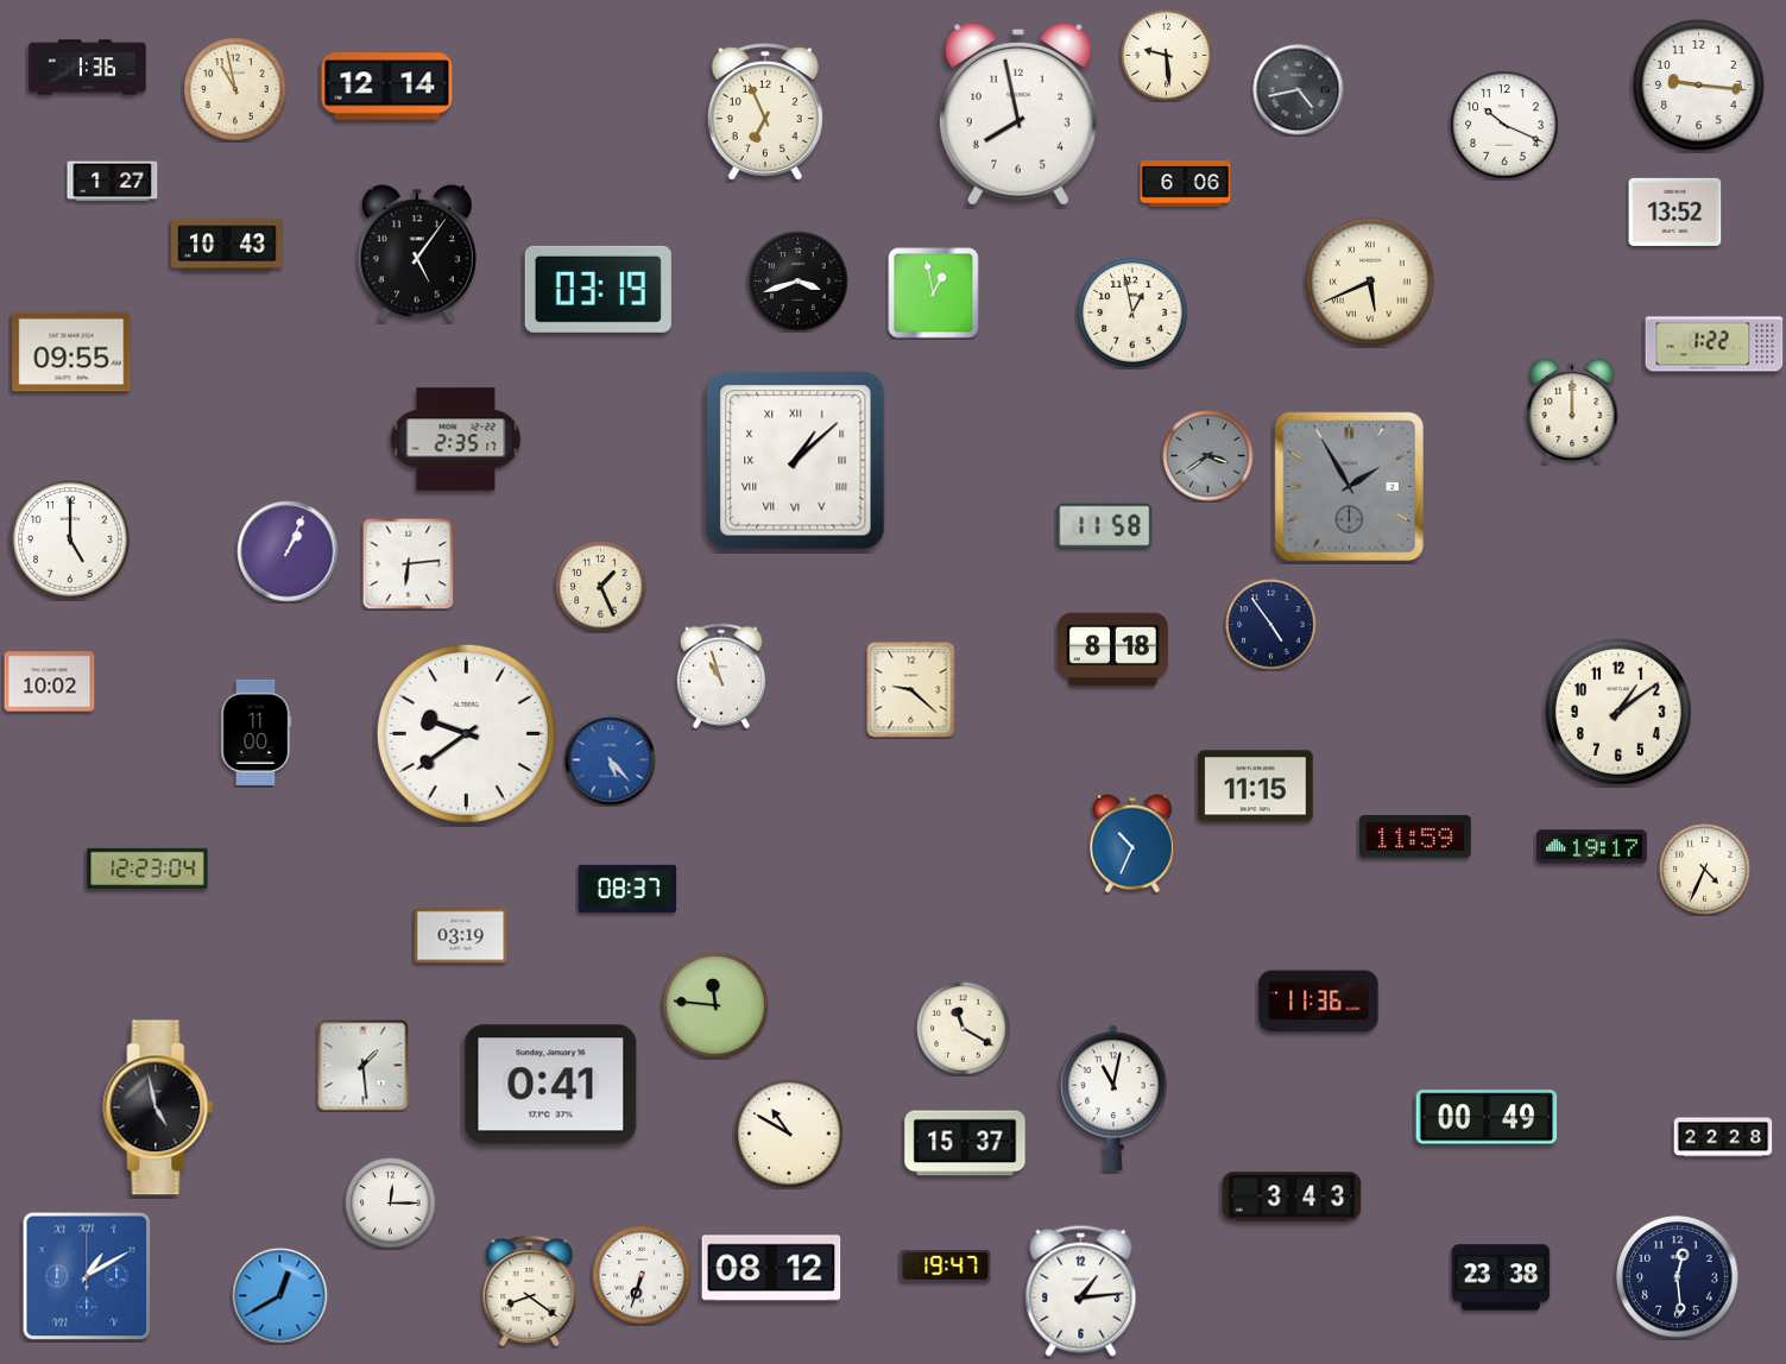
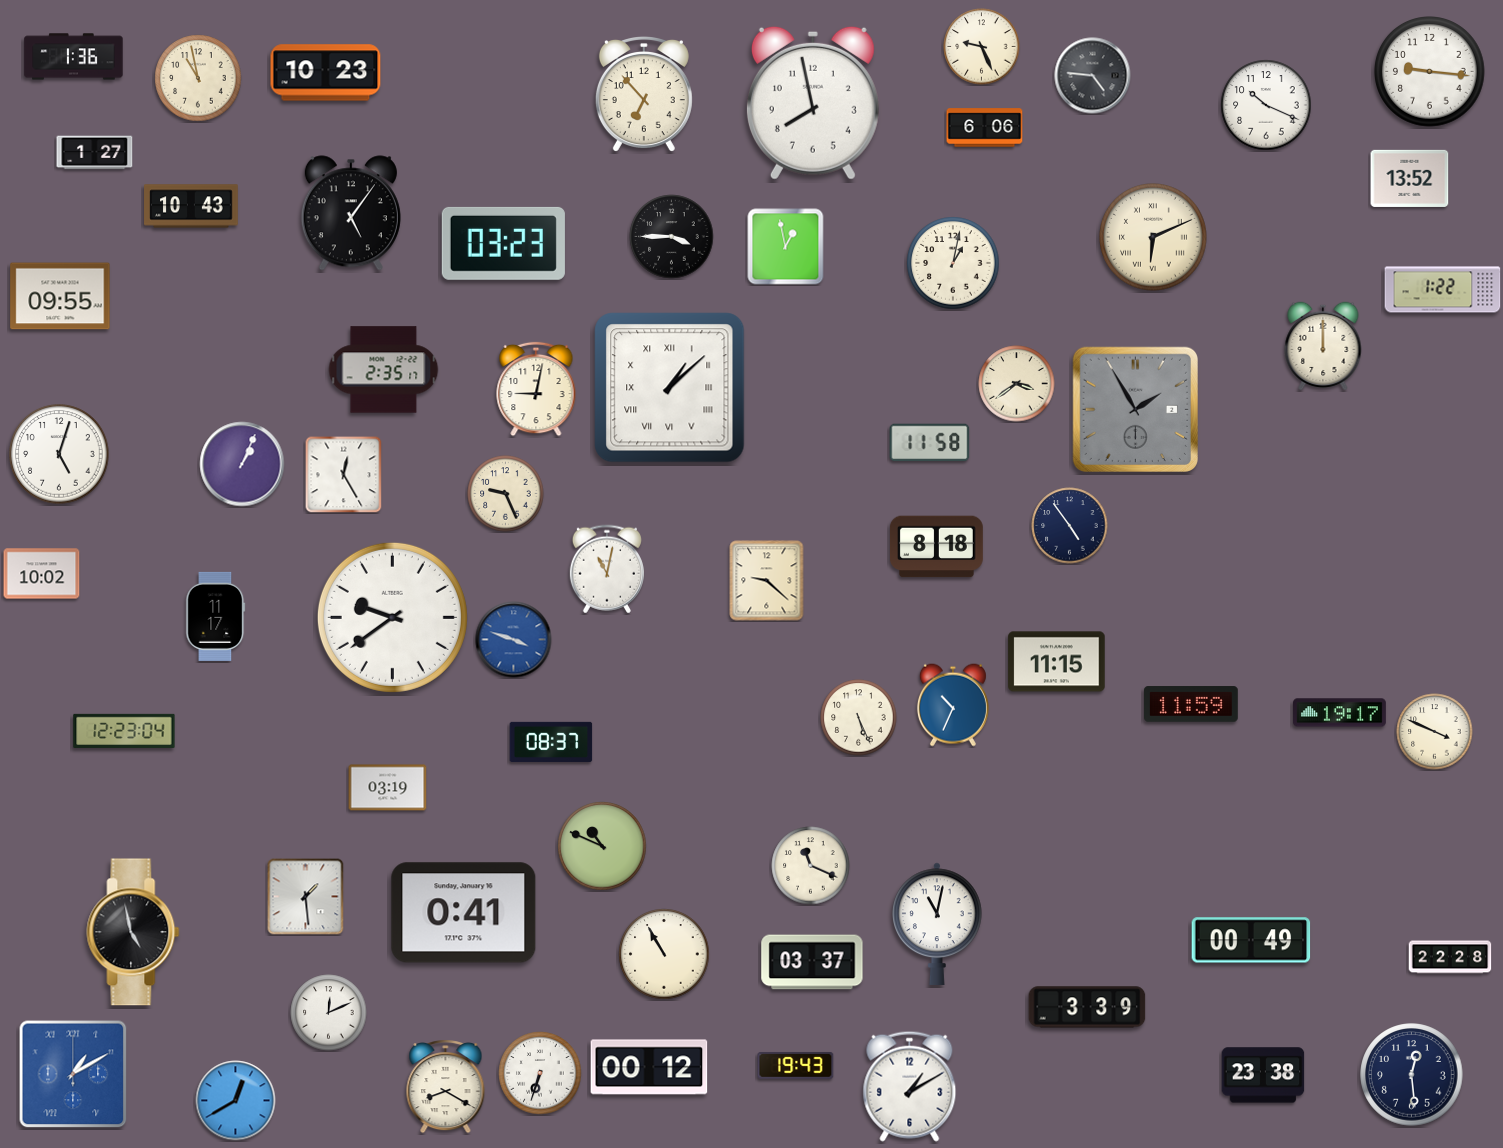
clock at (1167, 56): 9:29 -> 9:26
clock at (387, 87): 12:14 -> 10:23
clock at (235, 89) position: (235, 89) -> (198, 78)
clock at (1299, 90): 4:43 -> 4:46
clock at (765, 112): 6:56 -> 6:53
clock at (1018, 114) position: (1018, 114) -> (813, 103)
clock at (1186, 184) position: (1186, 184) -> (985, 128)
clock at (799, 282): 3:42 -> 3:45
clock at (1370, 282): 5:41 -> 6:11
clock at (598, 289): 03:19 -> 03:23
clock at (1132, 312): 12:58 -> 1:02
clock at (1208, 456) dial: grey -> cream
clock at (536, 389): none -> 9:02
clock at (70, 539): 5:00 -> 5:03
clock at (408, 563): 6:14 -> 12:25
clock at (601, 587): 1:26 -> 9:26
clock at (721, 676): 10:57 -> 11:02
clock at (1618, 712): 1:09 -> none
clock at (257, 732): 11:00 -> 11:17
clock at (611, 760): 5:23 -> 3:48
clock at (1132, 844) position: (1132, 844) -> (953, 705)
clock at (859, 718): none -> 5:26
clock at (1705, 870): 4:34 -> 3:49
clock at (627, 889) position: (627, 889) -> (551, 742)
clock at (1319, 1002): 11:36 -> none
clock at (715, 1005): 11:46 -> 10:49
clock at (964, 1029): 11:20 -> 11:19
clock at (789, 1133): 10:50 -> 10:55
clock at (965, 1143): 15:37 -> 03:37
clock at (1292, 1196): 3:43 -> 3:39
clock at (391, 1204): 12:15 -> 12:11
clock at (946, 1265): 19:47 -> 19:43
clock at (771, 1268): 08:12 -> 00:12
clock at (530, 1290): 8:21 -> 8:20
clock at (1081, 1290): 1:14 -> 1:10
clock at (280, 1296) position: (280, 1296) -> (236, 1101)
